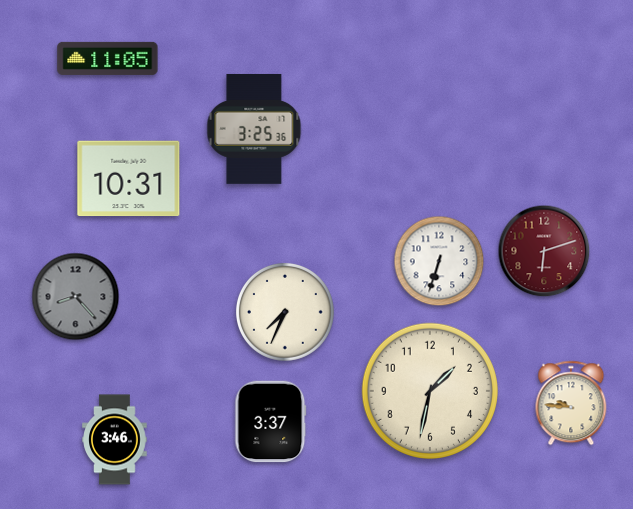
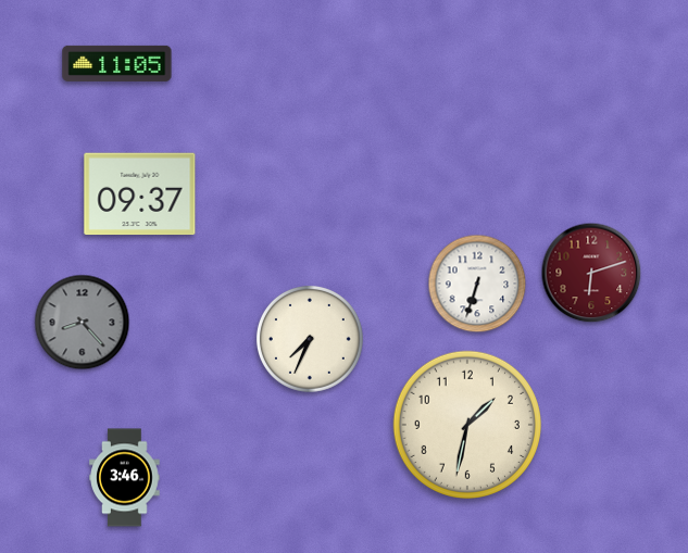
clock at (254, 129): 3:25 -> none
clock at (129, 179): 10:31 -> 09:37
clock at (571, 403): 9:46 -> none
clock at (271, 422): 3:37 -> none
